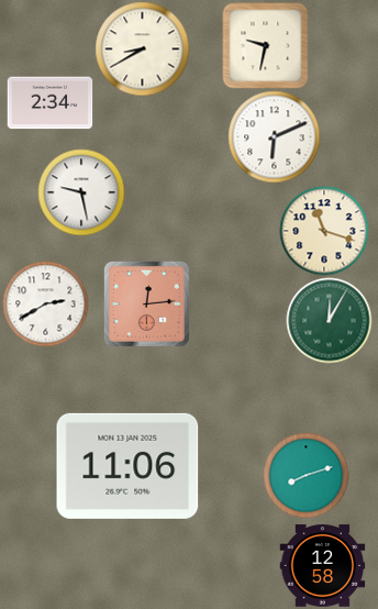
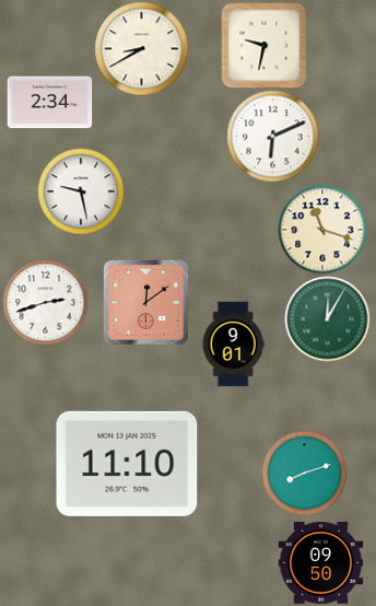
clock at (45, 303): 2:40 -> 2:42
clock at (146, 303): 12:14 -> 12:09
clock at (233, 343): none -> 9:01
clock at (127, 466): 11:06 -> 11:10
clock at (322, 566): 12:58 -> 09:50
